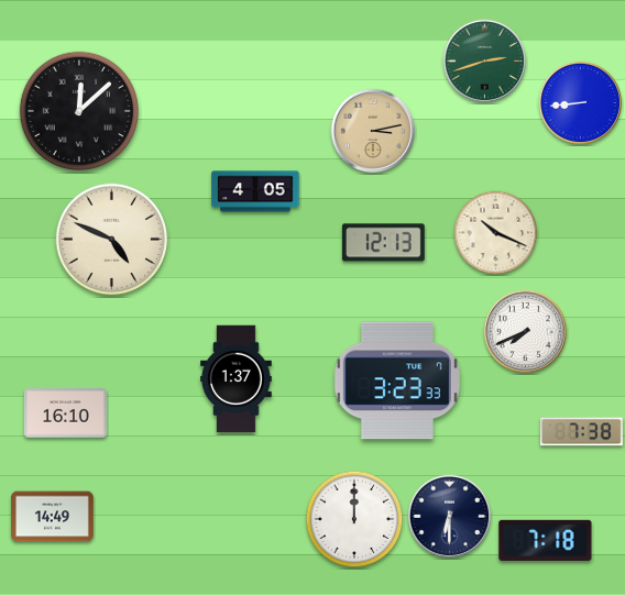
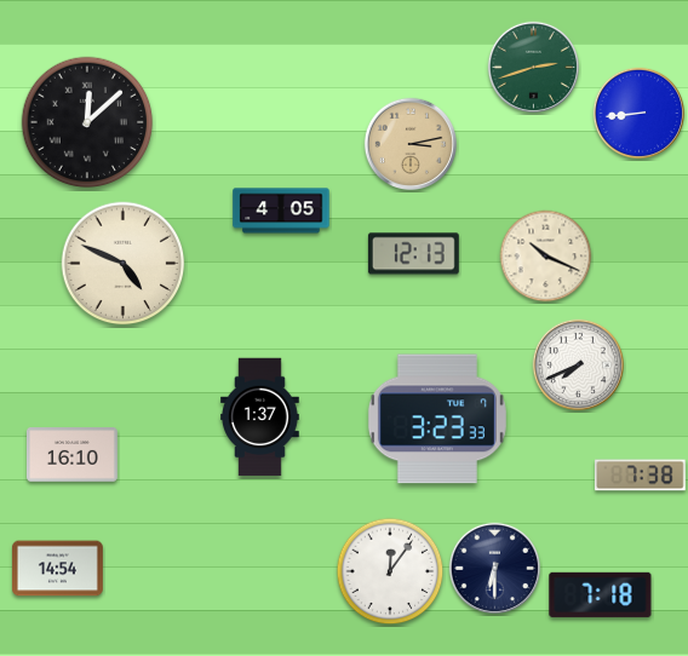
clock at (383, 243) position: (383, 243) -> (413, 254)
clock at (53, 517): 14:49 -> 14:54
clock at (354, 519): 12:00 -> 12:06
